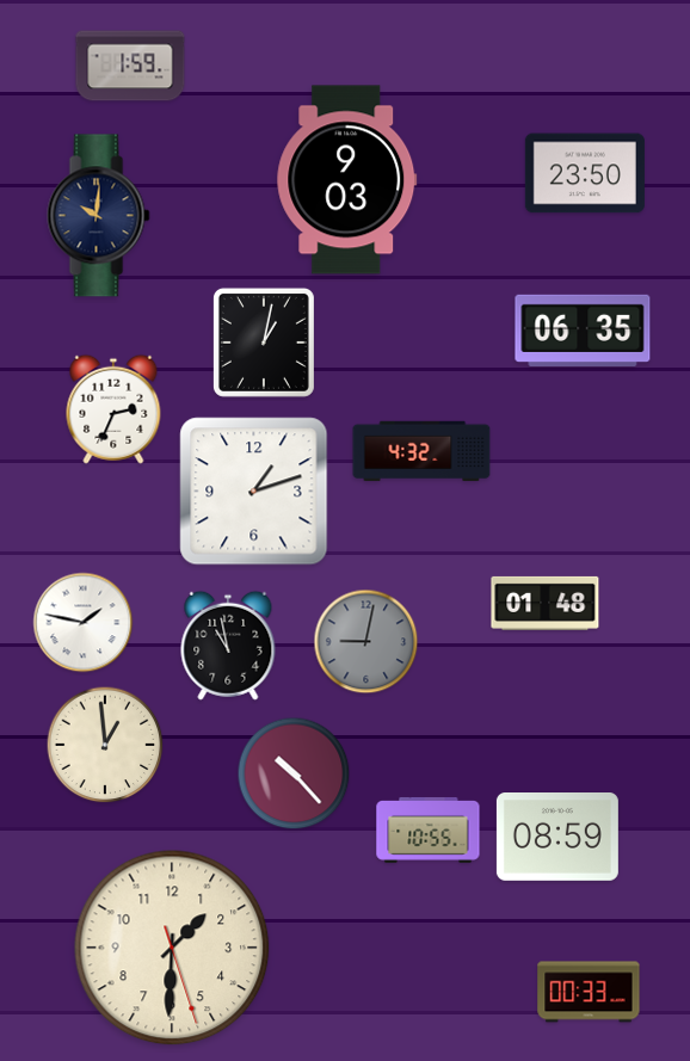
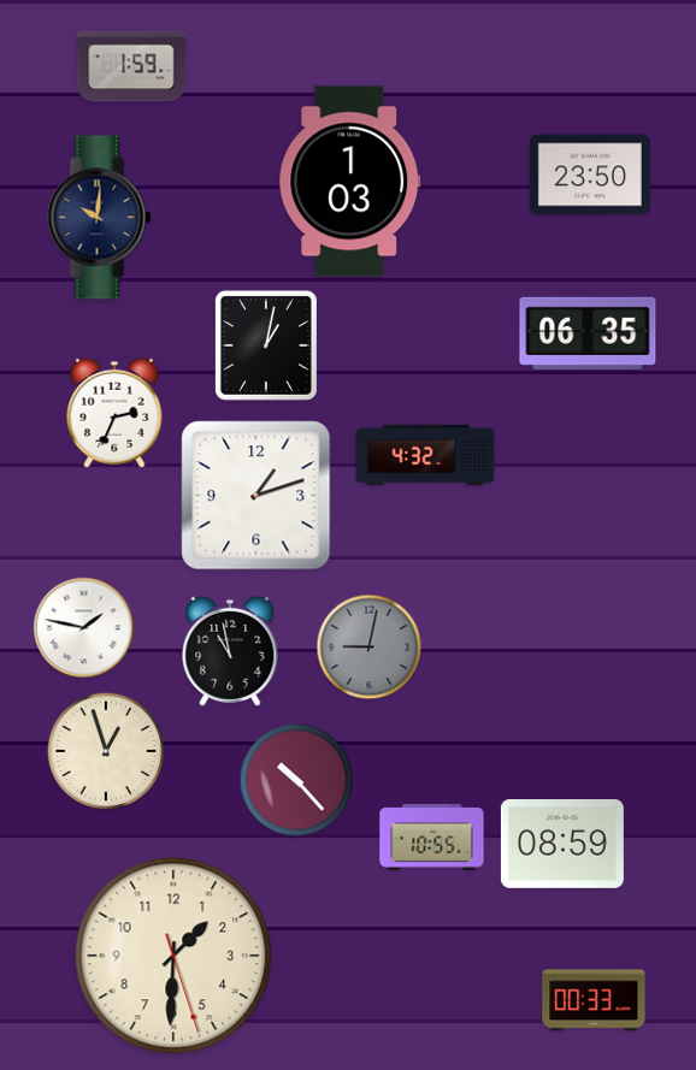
clock at (347, 180): 9:03 -> 1:03
clock at (546, 603): 01:48 -> none
clock at (105, 745): 12:59 -> 12:57
